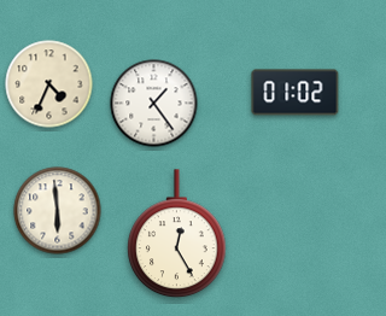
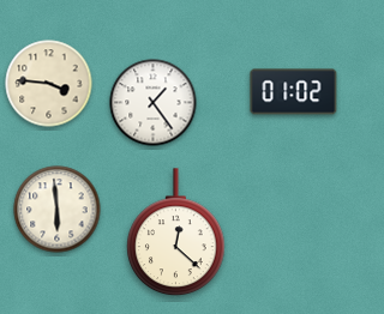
clock at (49, 84): 4:34 -> 3:46
clock at (177, 234): 12:25 -> 12:22
